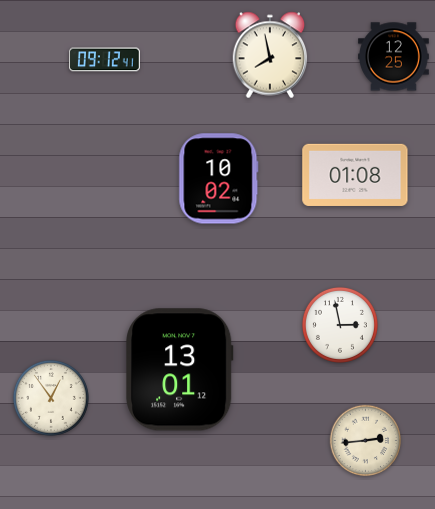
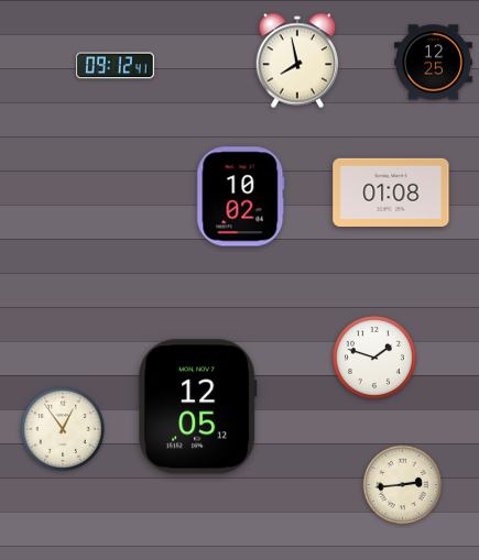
clock at (340, 325): 2:58 -> 1:48
clock at (180, 370): 13:01 -> 12:05
clock at (51, 398) position: (51, 398) -> (63, 429)
